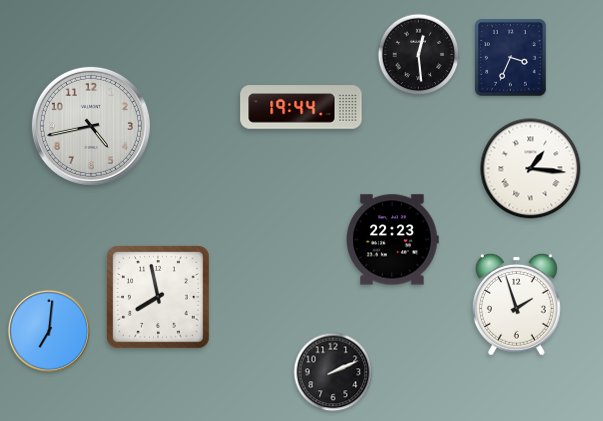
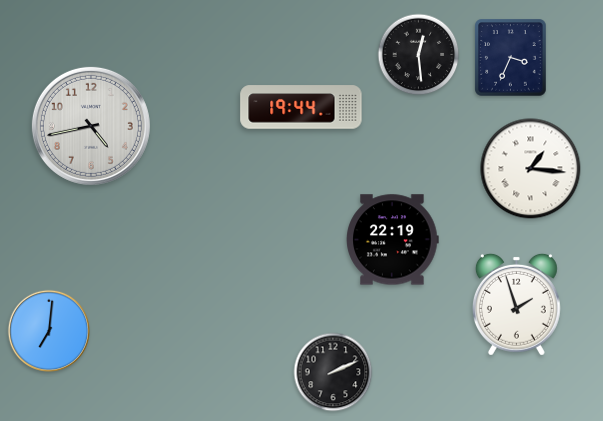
clock at (393, 240): 22:23 -> 22:19
clock at (159, 298): 7:58 -> none
